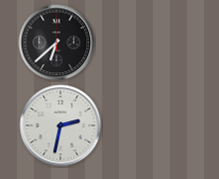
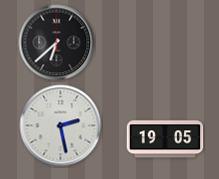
clock at (61, 126): 2:32 -> 2:28
clock at (165, 139): none -> 19:05
